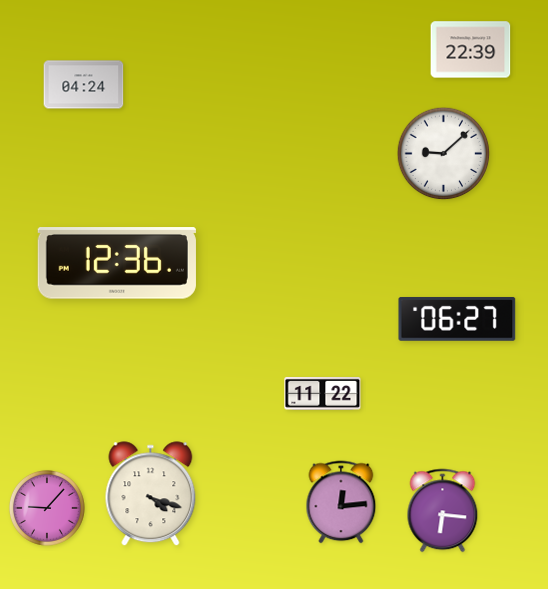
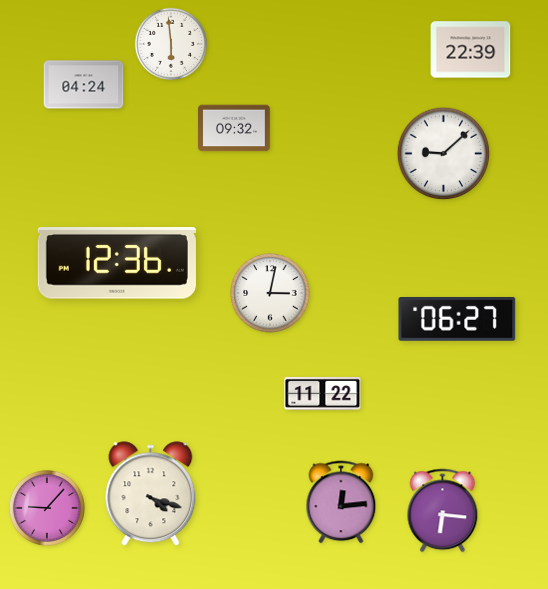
clock at (171, 44): none -> 5:59
clock at (234, 128): none -> 09:32
clock at (270, 293): none -> 3:02
